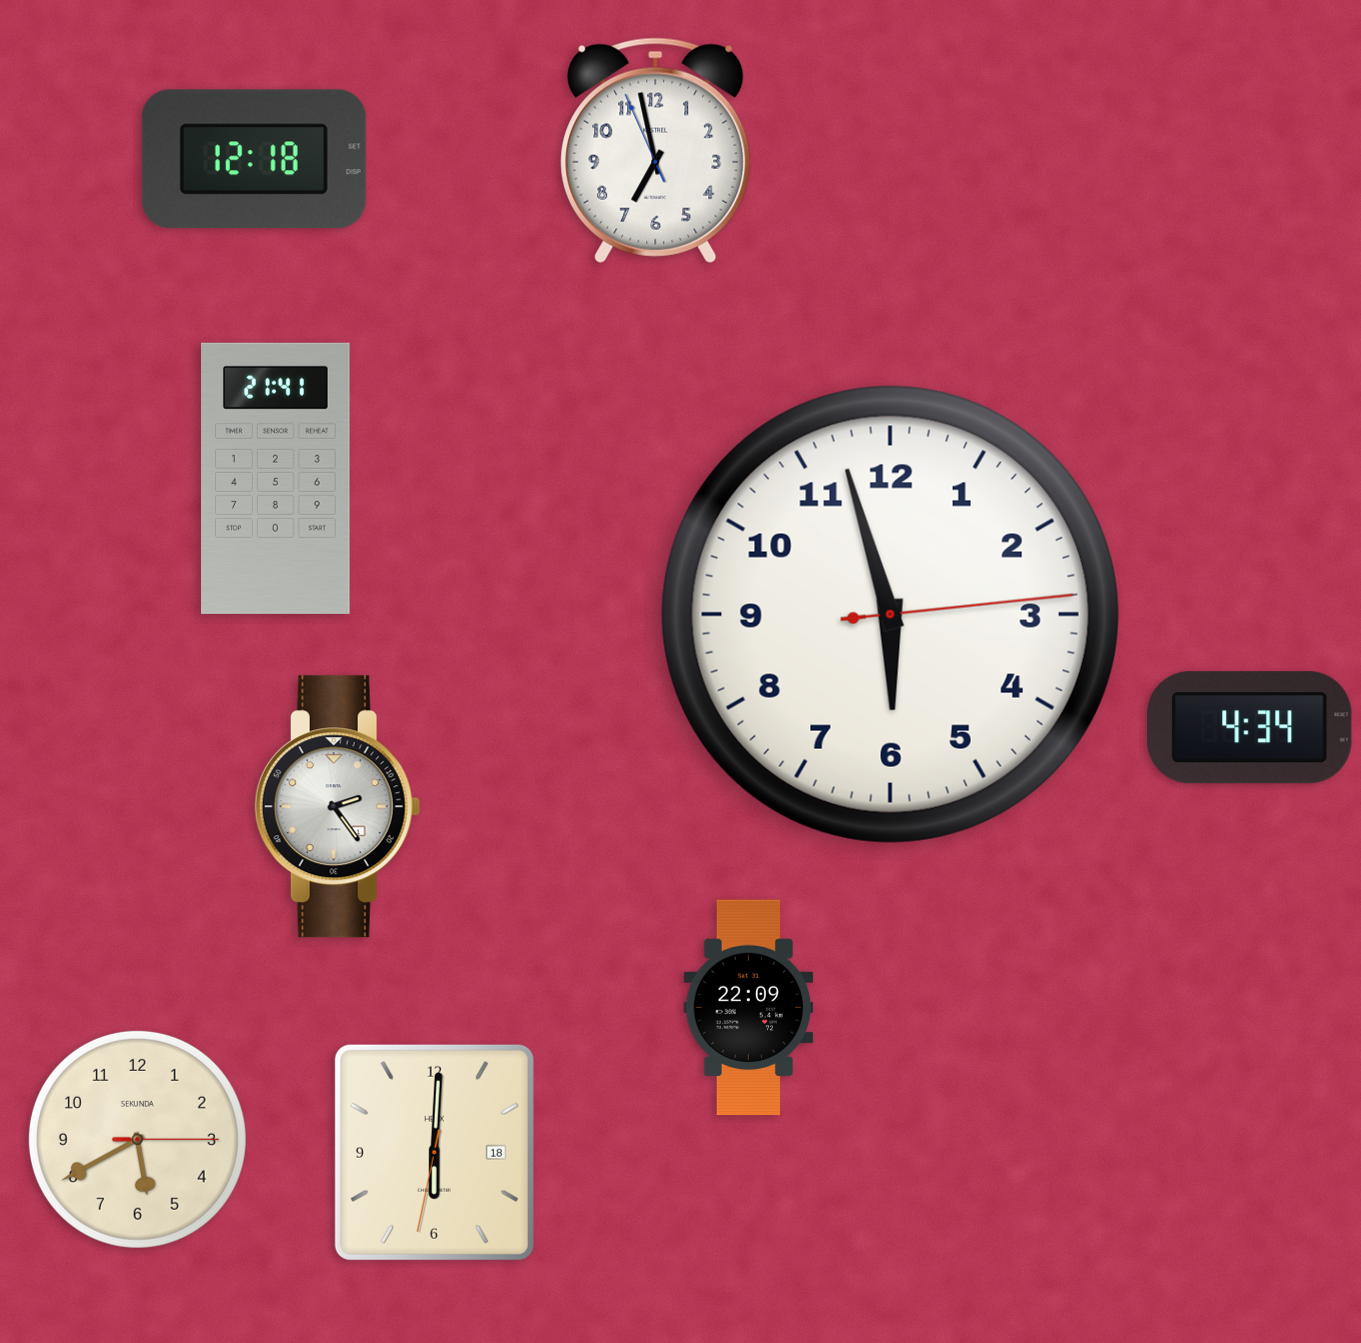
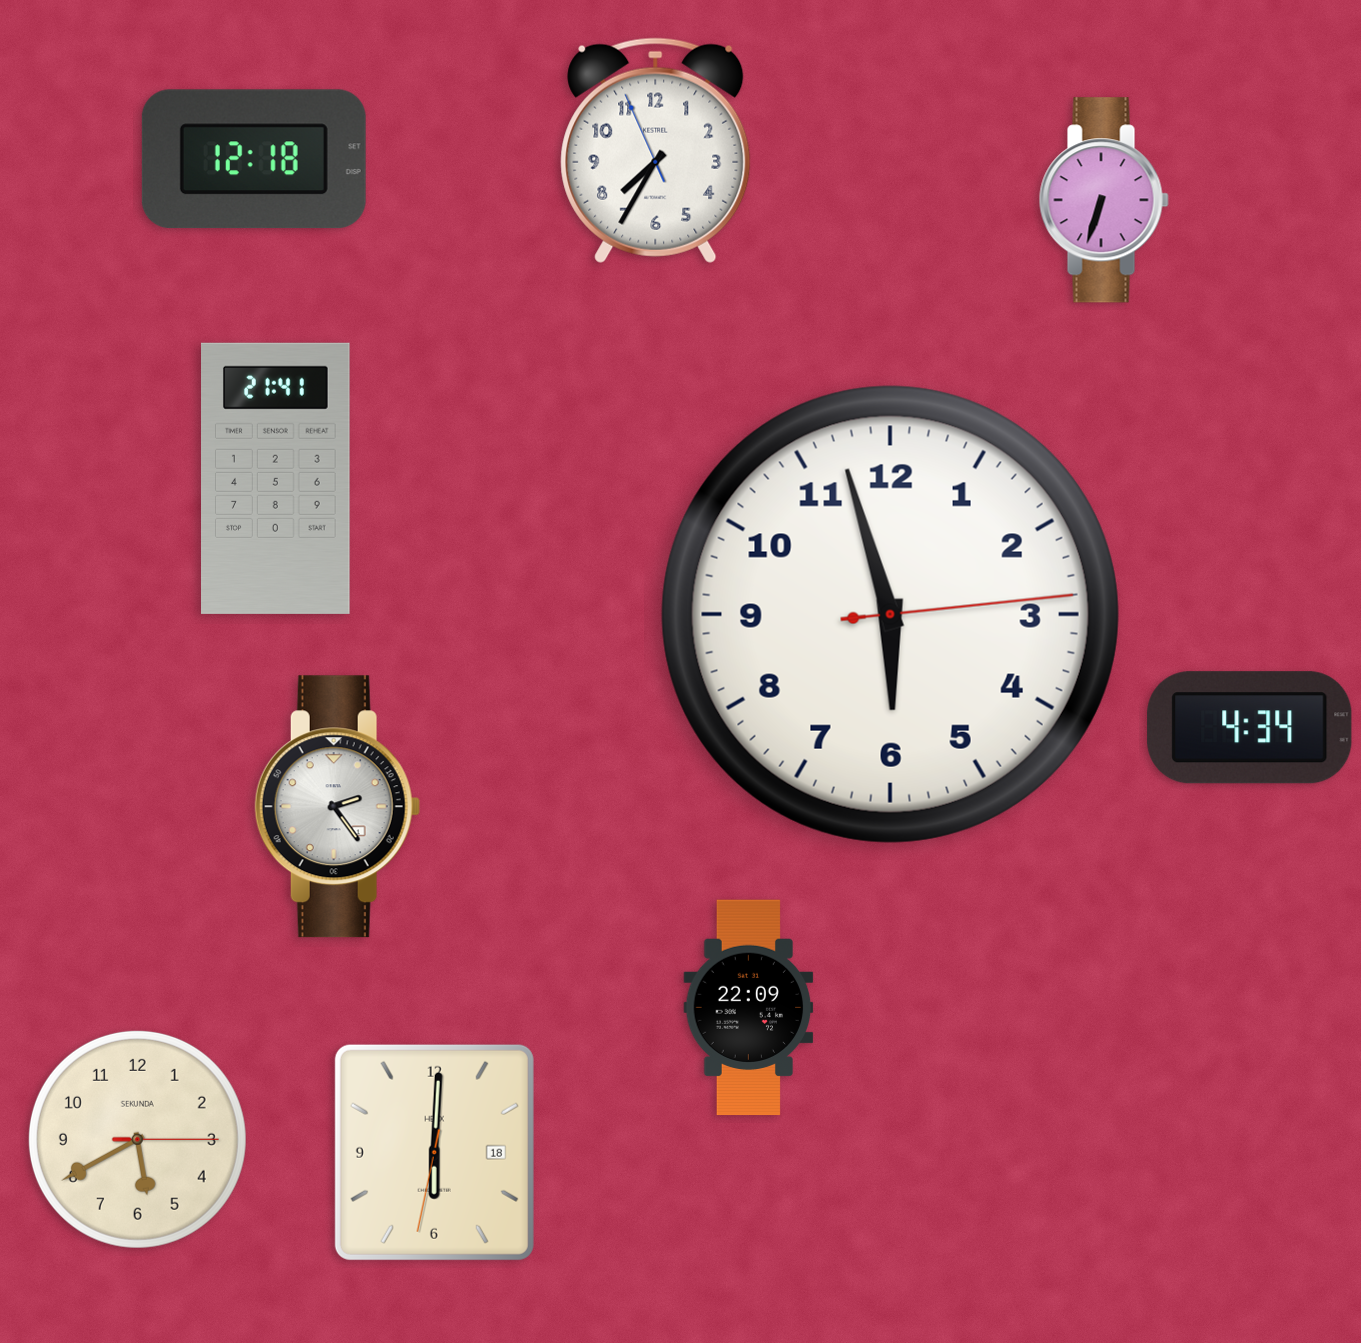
clock at (656, 150): 6:57 -> 7:34
clock at (1104, 200): none -> 6:33
